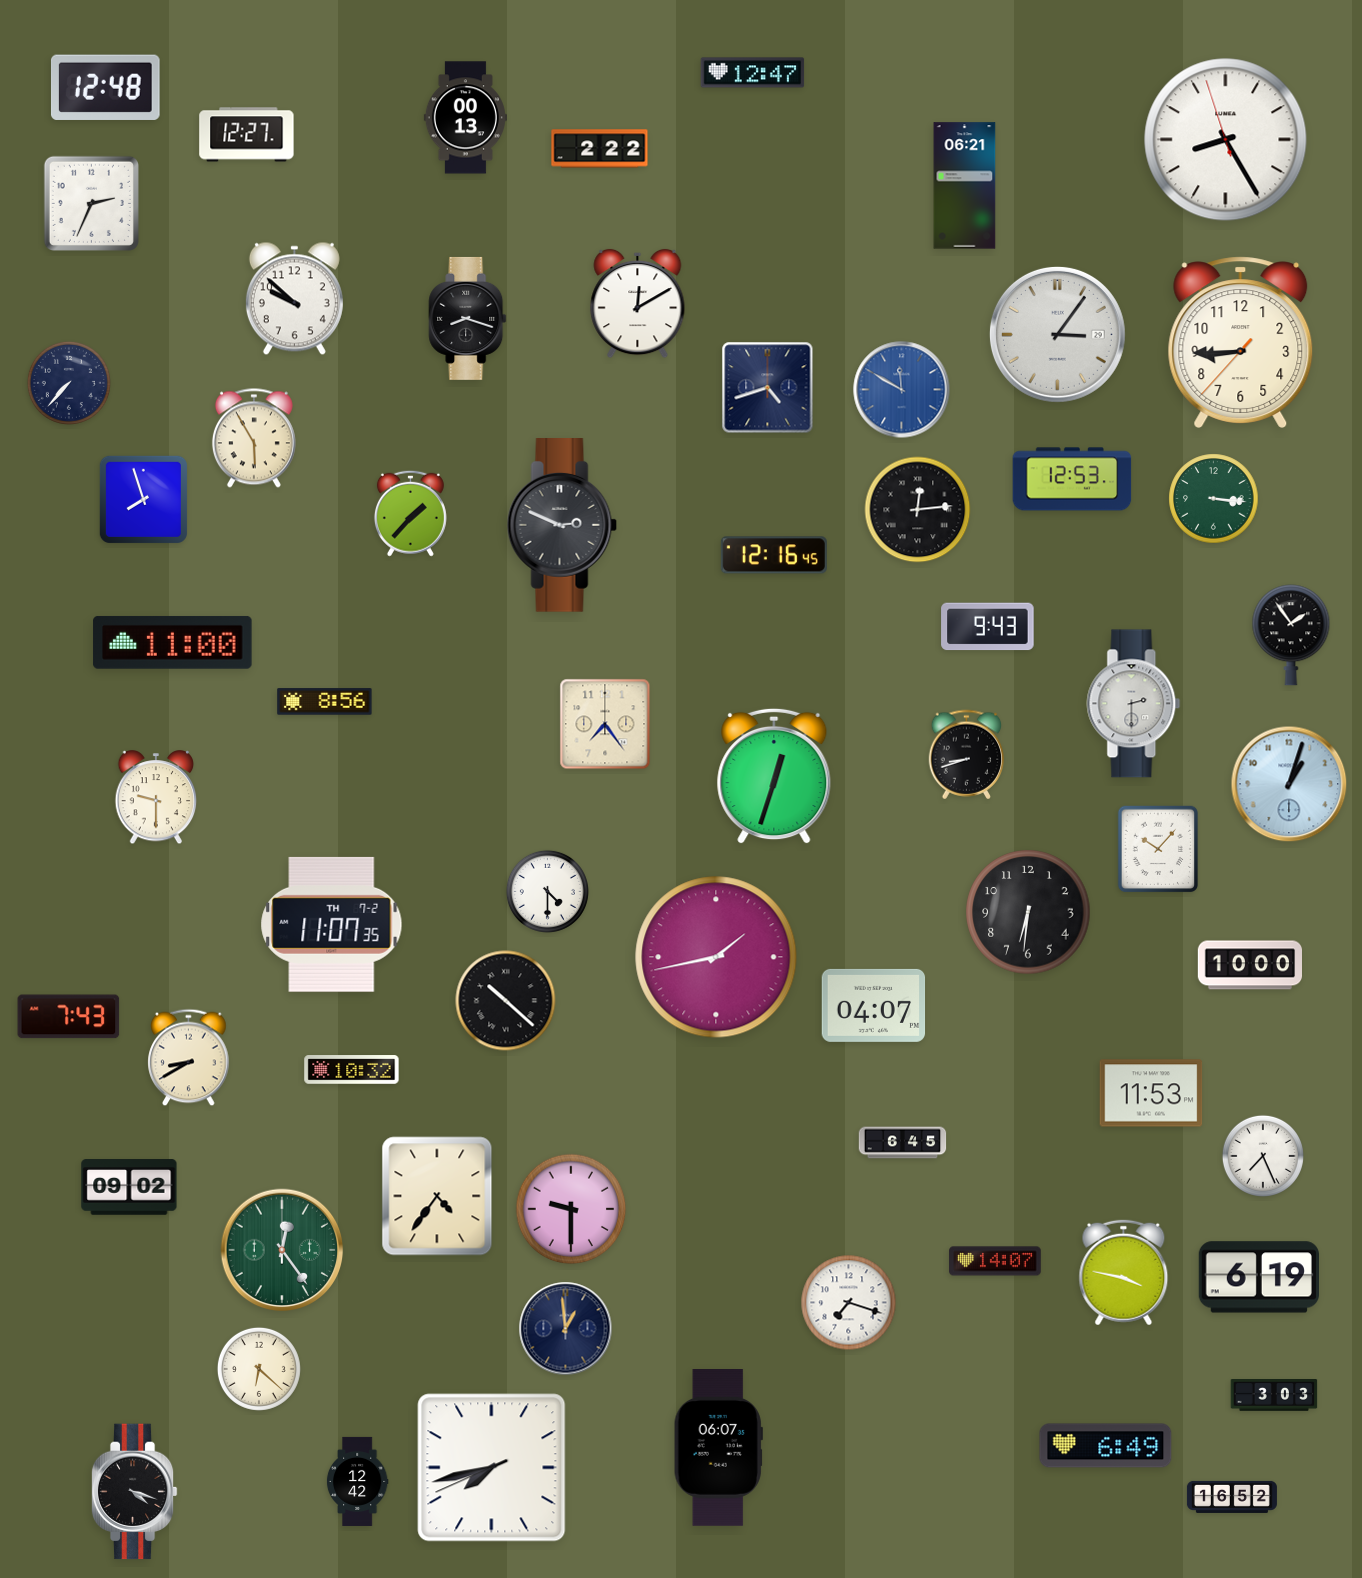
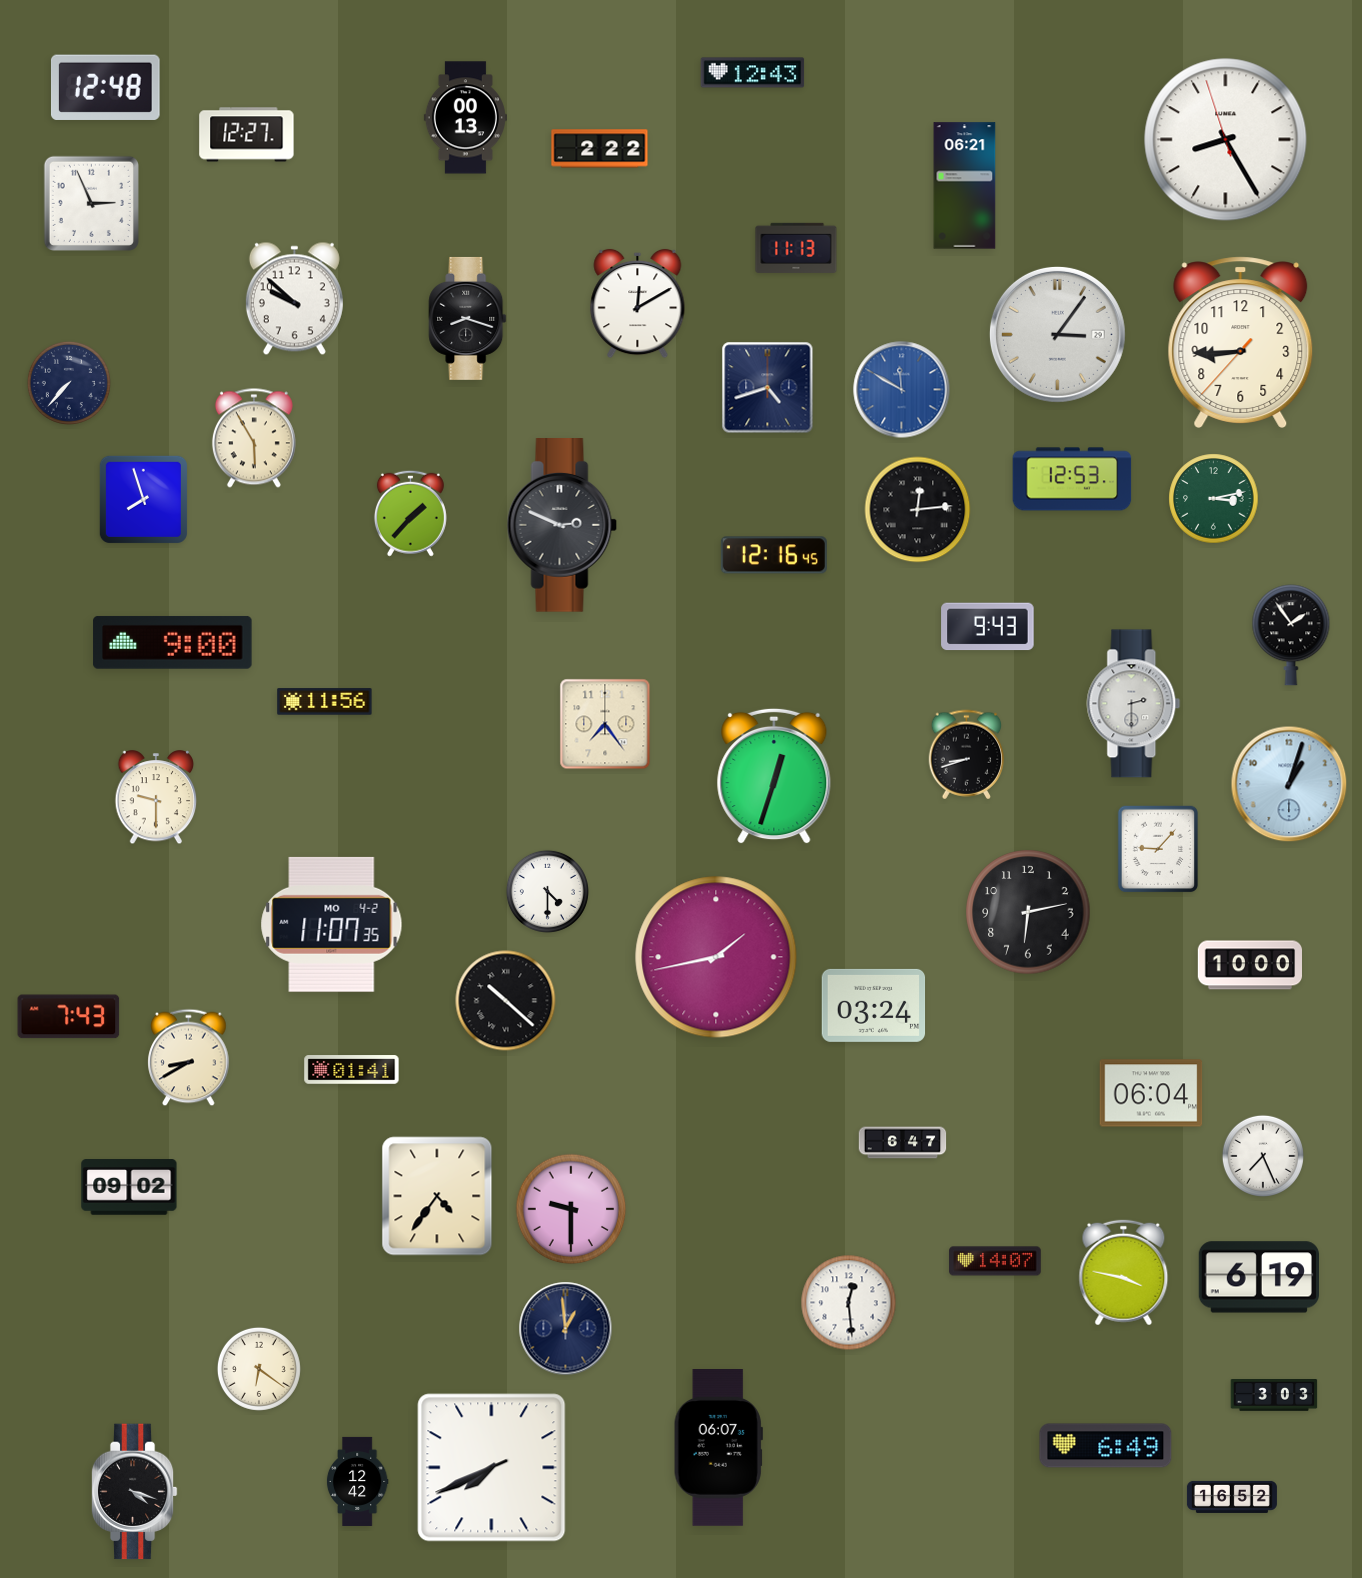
clock at (753, 73): 12:47 -> 12:43
clock at (91, 203): 2:34 -> 2:56
clock at (796, 248): none -> 11:13
clock at (1214, 499): 3:16 -> 3:13
clock at (173, 642): 11:00 -> 9:00
clock at (325, 702): 8:56 -> 11:56
clock at (1158, 849): 10:07 -> 9:07
clock at (1028, 912): 6:31 -> 6:13
clock at (332, 924) date: TH 7-2 -> MO 4-2
clock at (874, 1005): 04:07 -> 03:24
clock at (352, 1070): 10:32 -> 01:41
clock at (1151, 1093): 11:53 -> 06:04
clock at (903, 1143): 6:45 -> 6:47
clock at (282, 1250): 12:24 -> none
clock at (849, 1303): 7:18 -> 12:29
clock at (259, 1369): 6:22 -> 6:21
clock at (492, 1468): 7:42 -> 7:40
